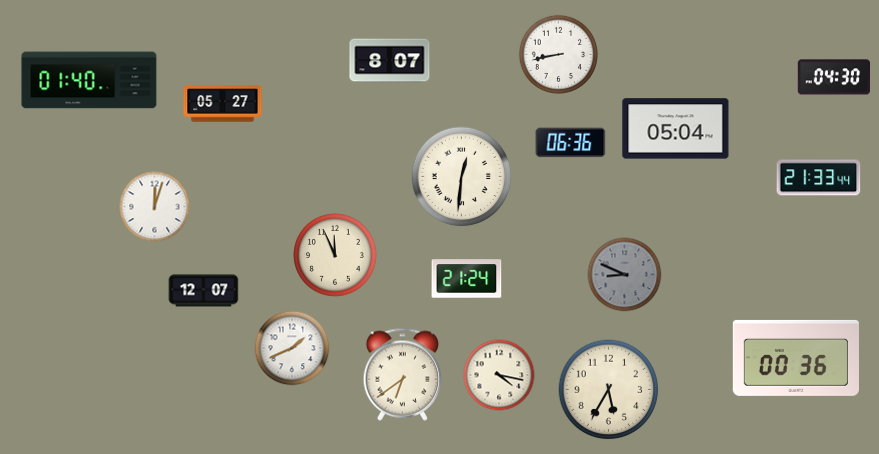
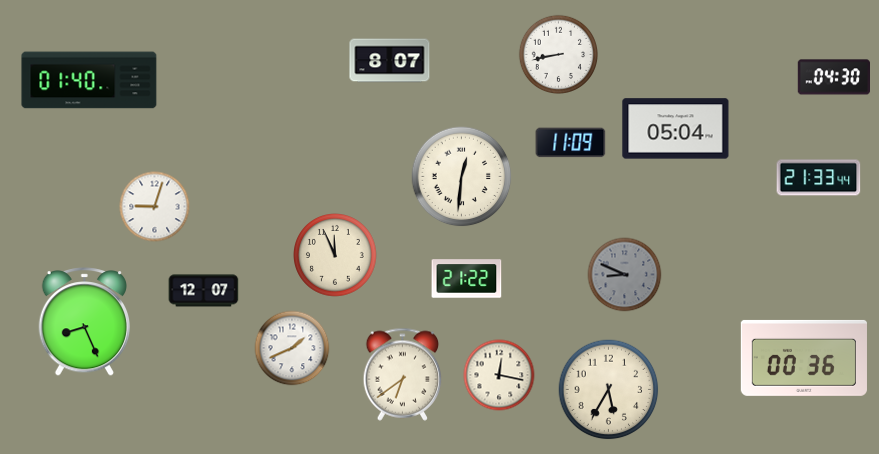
clock at (223, 104): 05:27 -> none
clock at (571, 143): 06:36 -> 11:09
clock at (155, 207): 12:03 -> 9:03
clock at (467, 279): 21:24 -> 21:22
clock at (84, 322): none -> 8:26
clock at (796, 358) position: (796, 358) -> (804, 358)
clock at (499, 375): 4:17 -> 12:17
